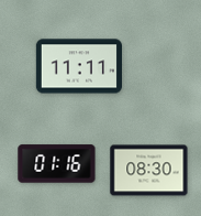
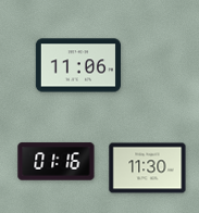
clock at (78, 66): 11:11 -> 11:06
clock at (149, 171): 08:30 -> 11:30
